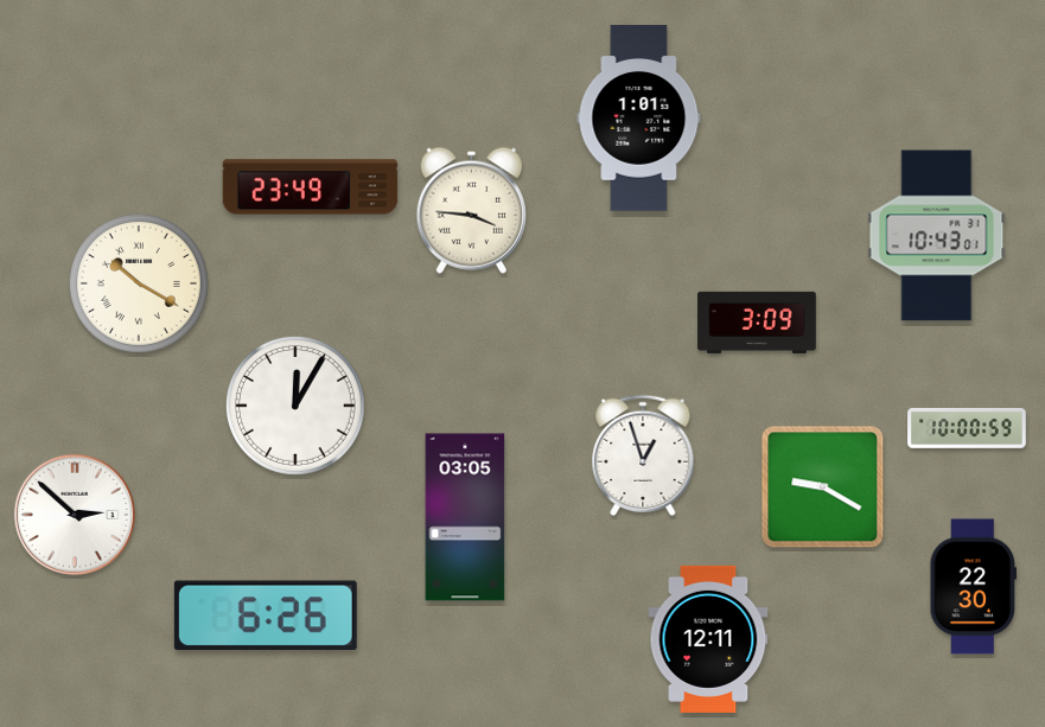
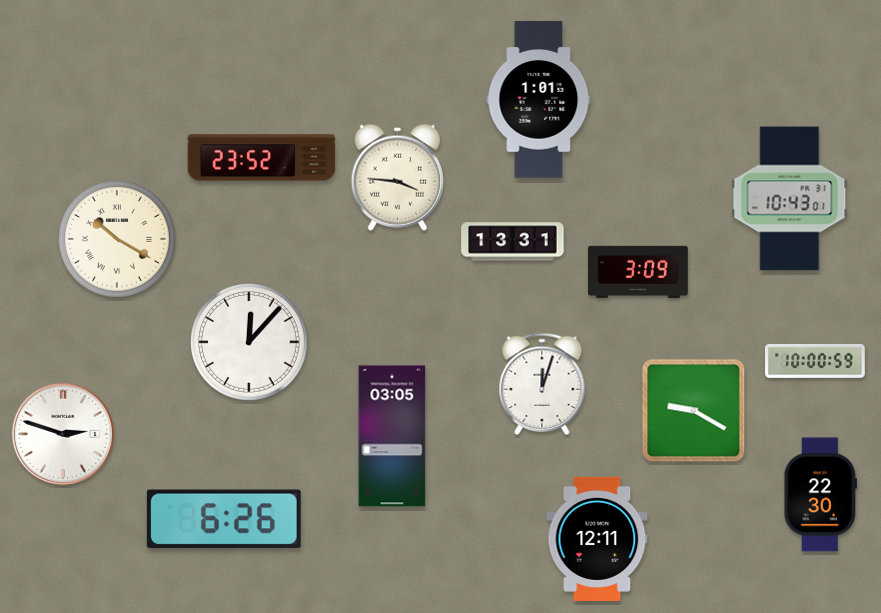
clock at (311, 187): 23:49 -> 23:52
clock at (513, 242): none -> 13:31
clock at (295, 406): 12:05 -> 12:07
clock at (643, 455): 12:57 -> 12:03
clock at (74, 514): 2:52 -> 2:48
